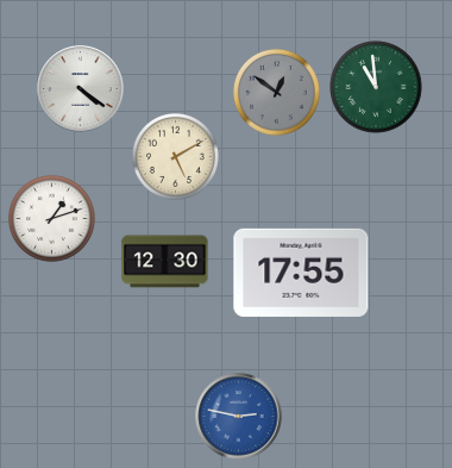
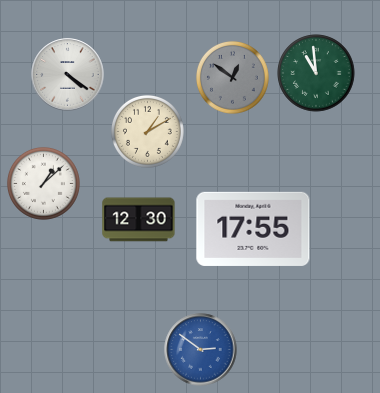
clock at (175, 156): 5:10 -> 1:10
clock at (51, 218): 1:12 -> 1:08
clock at (239, 417): 2:47 -> 2:51
